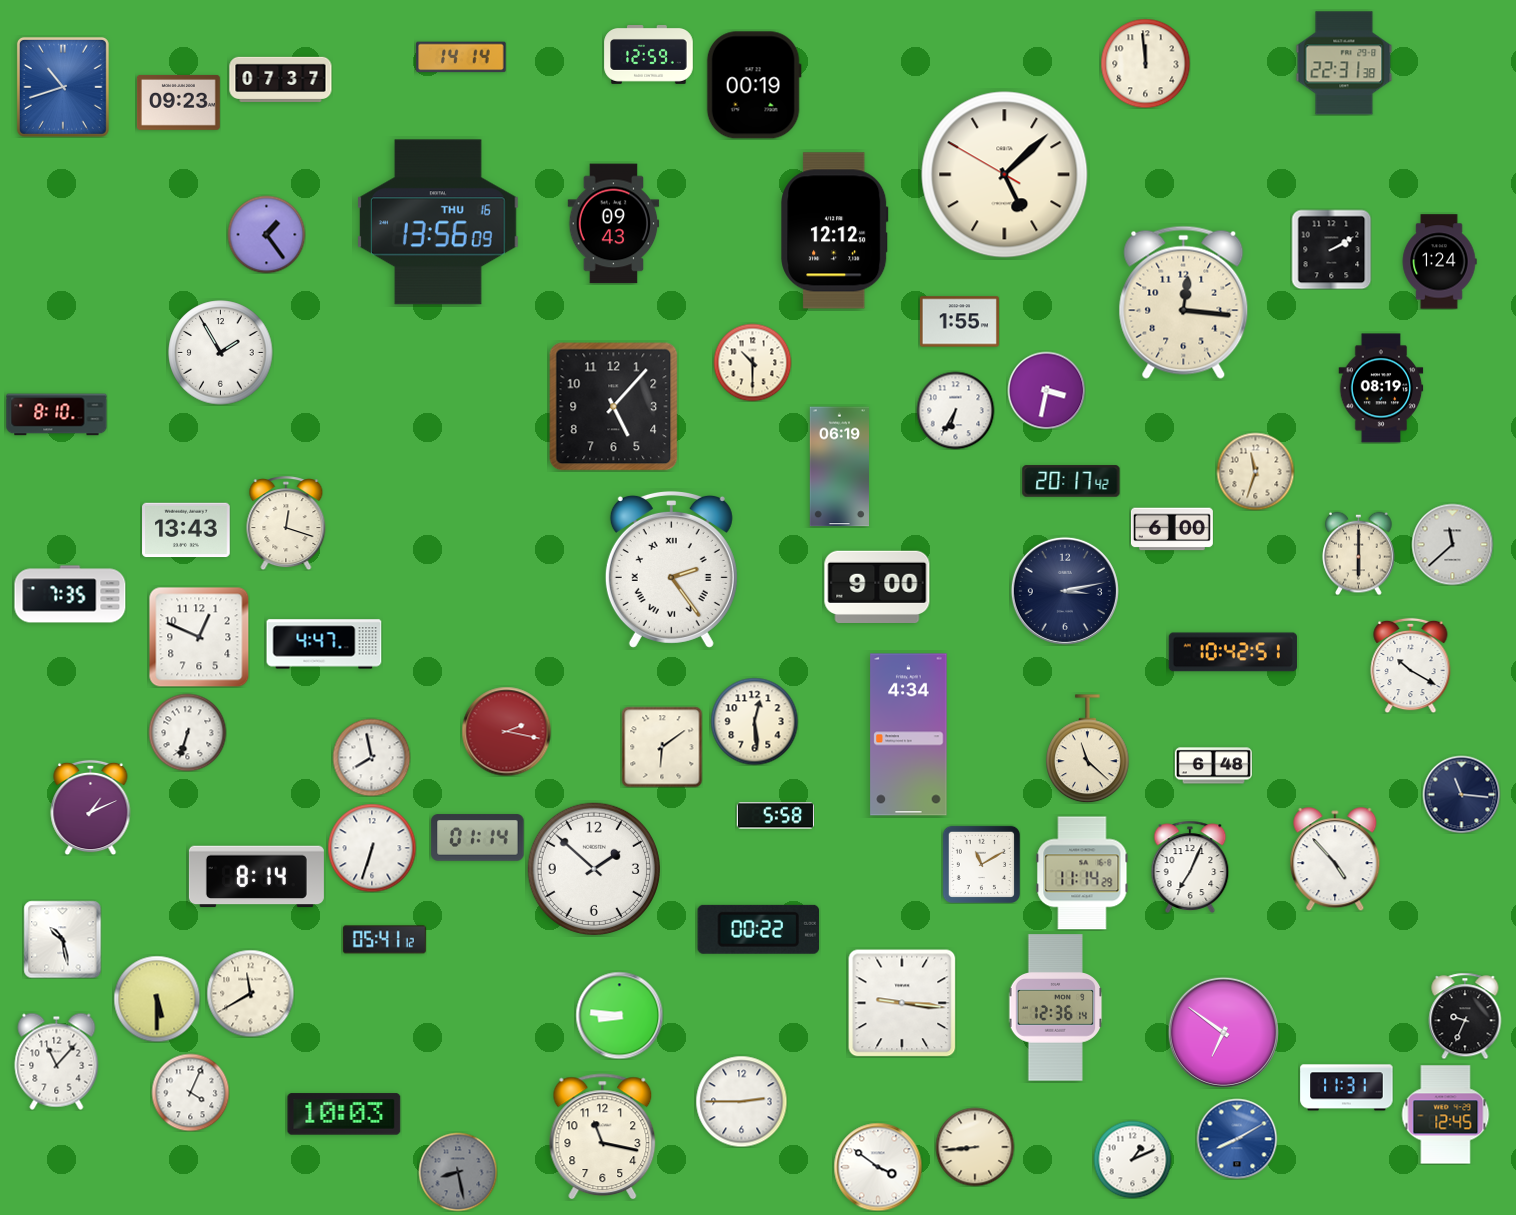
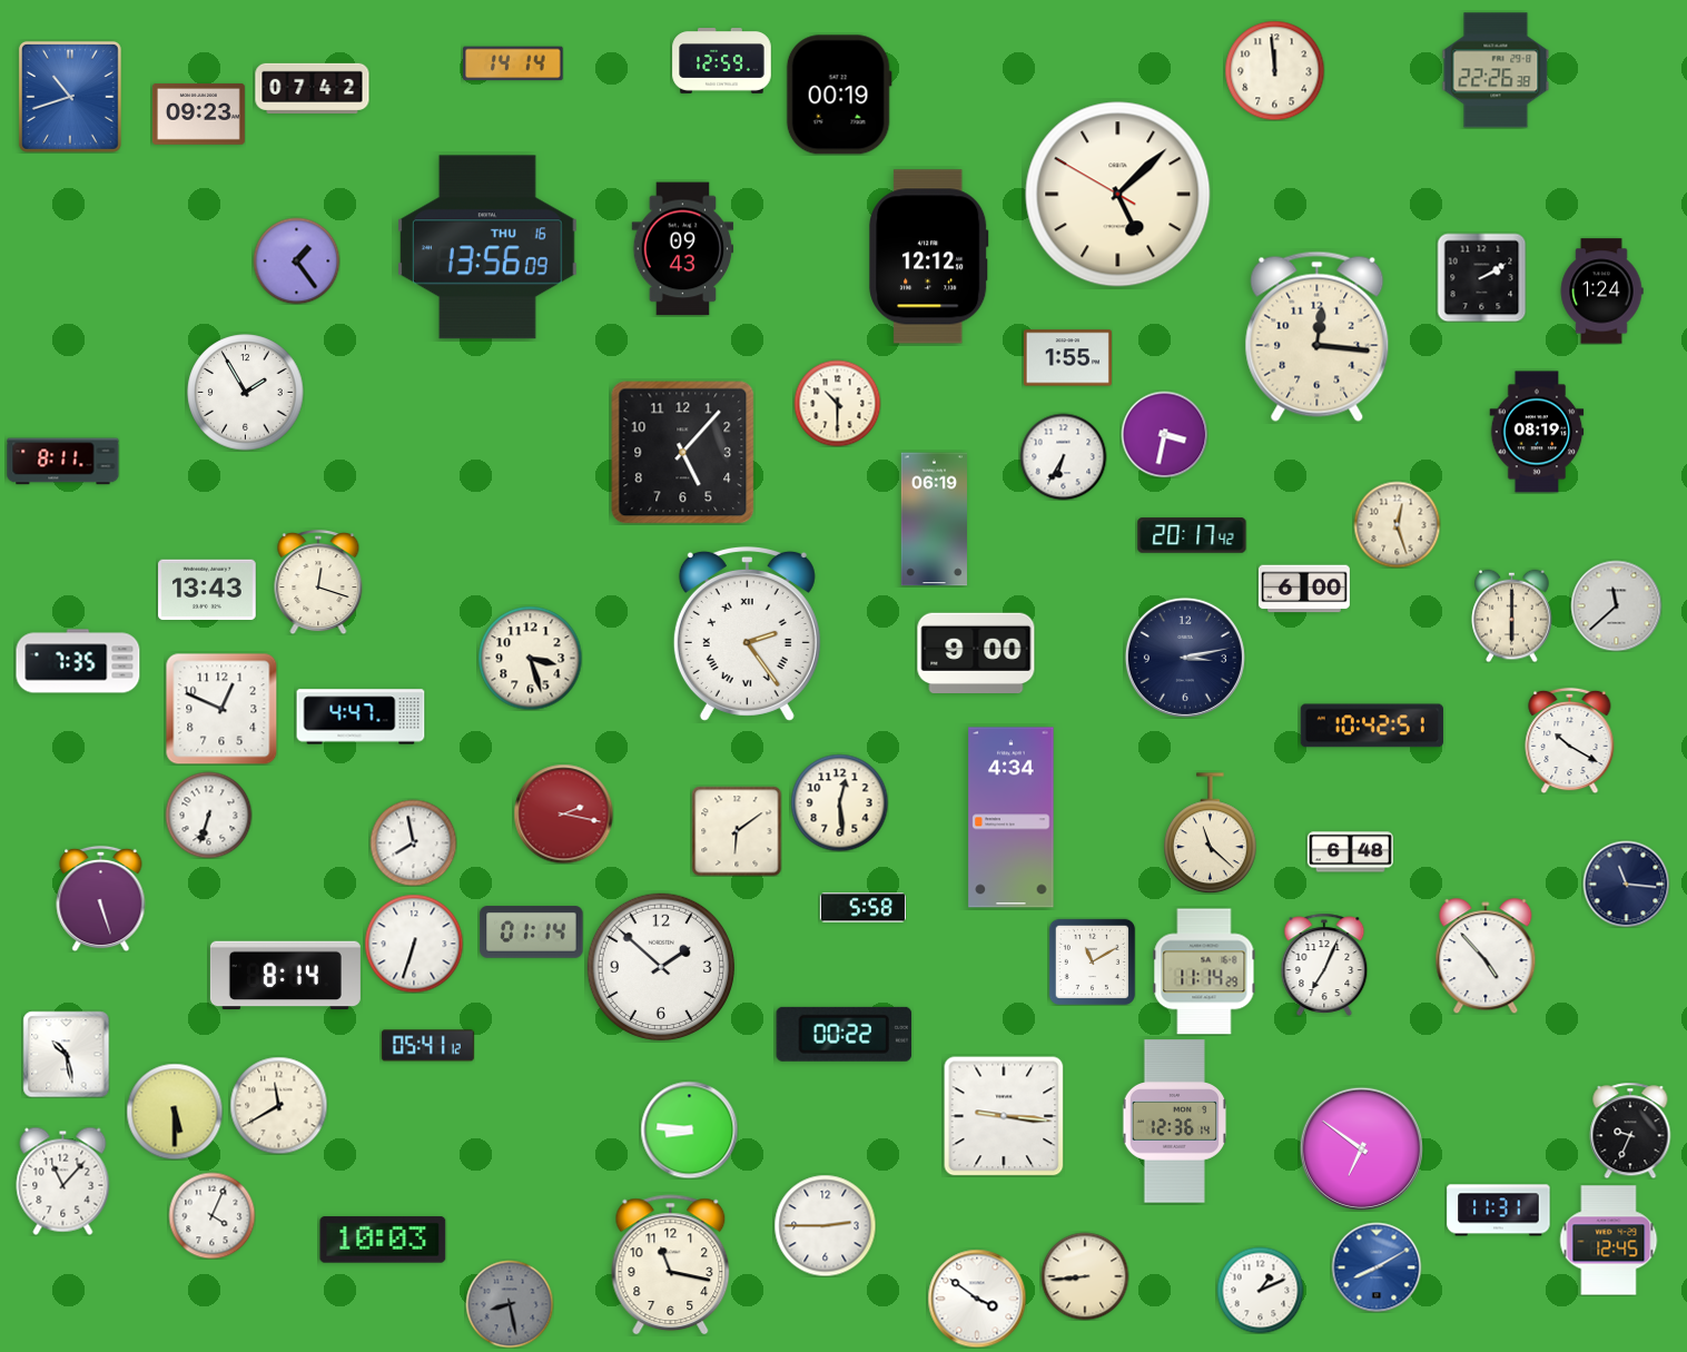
clock at (1344, 63): 22:31 -> 22:26
clock at (281, 79): 07:37 -> 07:42
clock at (57, 415): 8:10 -> 8:11
clock at (1255, 471): 11:33 -> 12:27
clock at (530, 658): none -> 3:27
clock at (91, 807): 1:11 -> 5:27
clock at (62, 939) position: (62, 939) -> (66, 1054)
